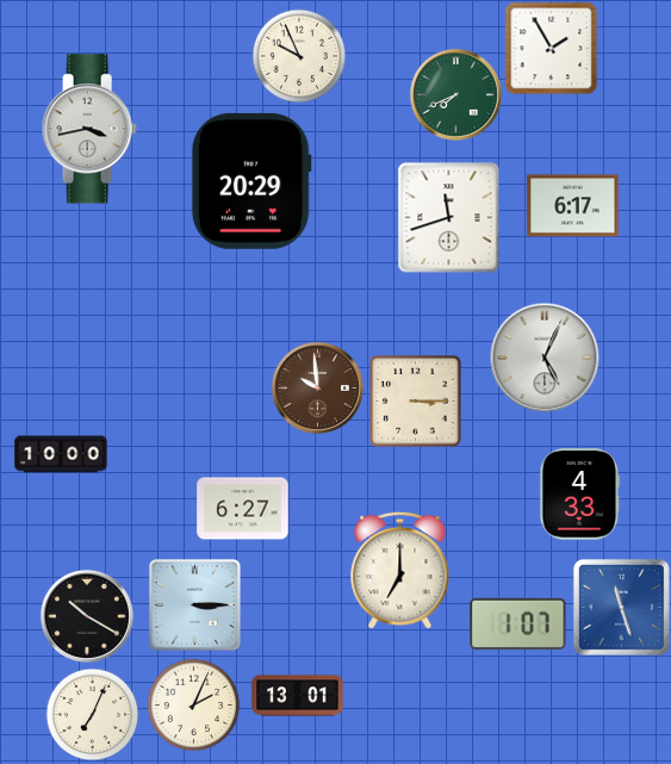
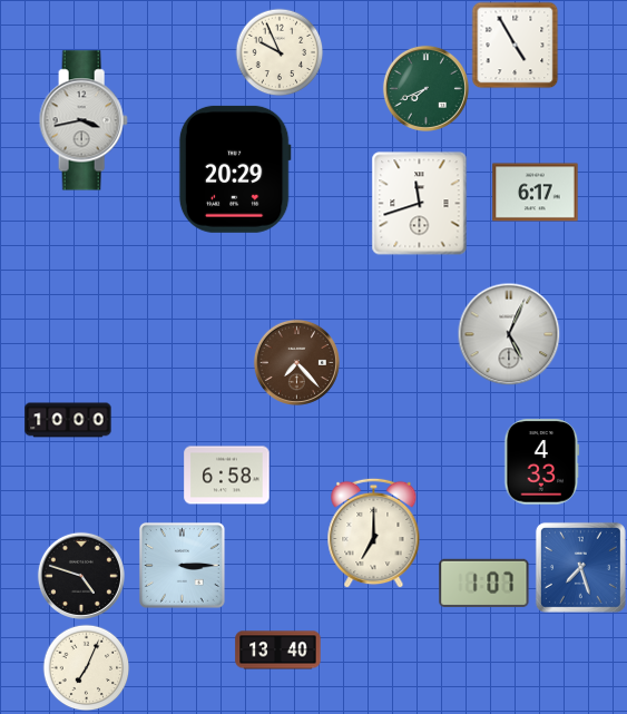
clock at (551, 48): 1:55 -> 4:55
clock at (317, 387): 9:59 -> 7:23
clock at (416, 402): 3:15 -> none
clock at (61, 454) position: (61, 454) -> (68, 420)
clock at (243, 509): 6:27 -> 6:58
clock at (621, 607): 11:27 -> 7:27
clock at (87, 616): 10:20 -> 4:48
clock at (298, 696): 13:01 -> 13:40
clock at (193, 704): 2:04 -> none
